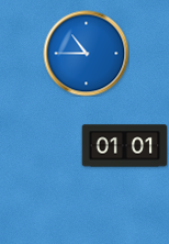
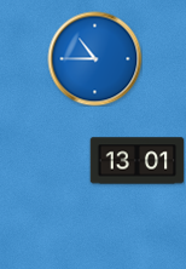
clock at (124, 146): 01:01 -> 13:01
